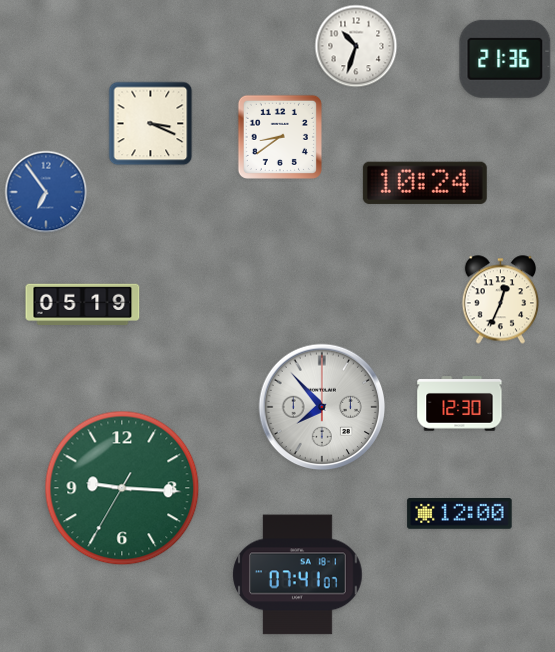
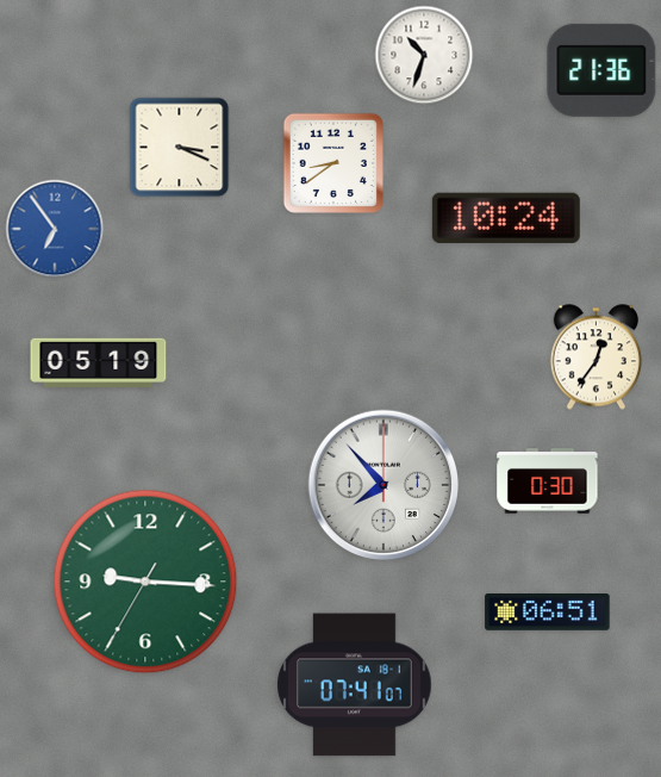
clock at (500, 300): 12:34 -> 12:36
clock at (460, 404): 12:30 -> 0:30
clock at (460, 514): 12:00 -> 06:51
